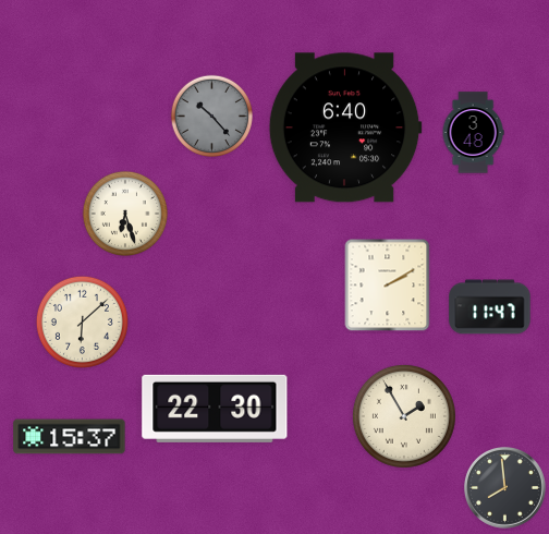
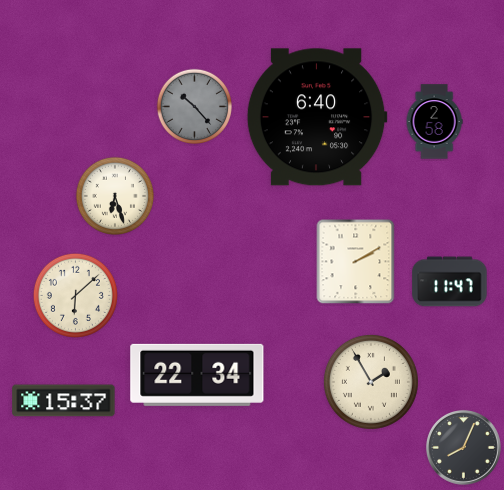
clock at (473, 133): 3:48 -> 2:58
clock at (215, 409): 22:30 -> 22:34
clock at (505, 488): 7:59 -> 8:04
